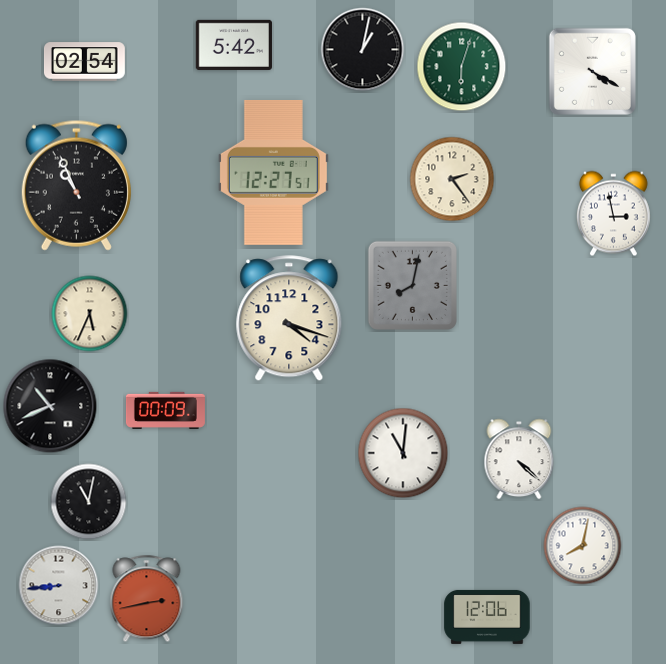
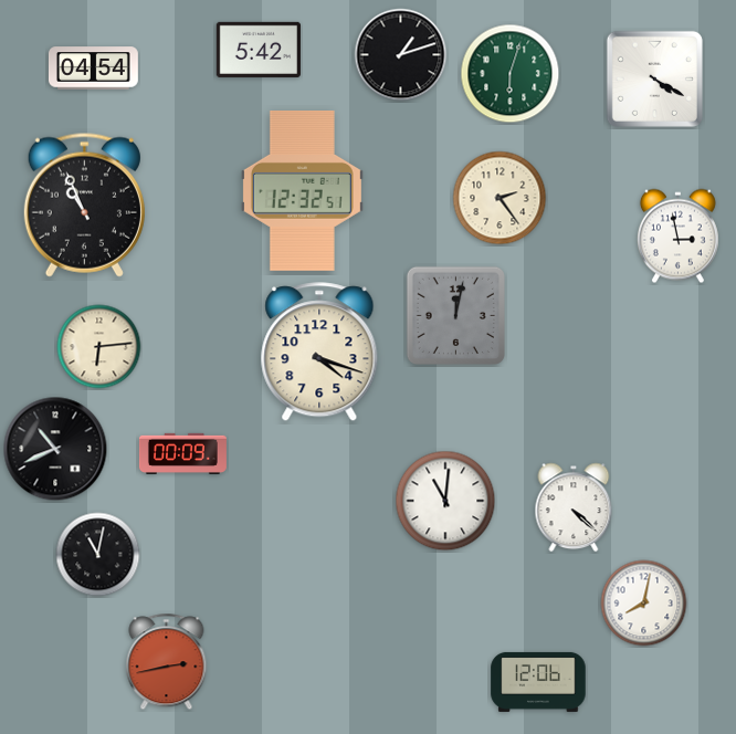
clock at (363, 50): 1:02 -> 1:12
clock at (85, 62): 02:54 -> 04:54
clock at (273, 172): 12:27 -> 12:32
clock at (412, 285): 8:02 -> 12:02
clock at (90, 314): 5:34 -> 6:14
clock at (59, 586): 8:44 -> none
clock at (147, 599) position: (147, 599) -> (167, 662)
